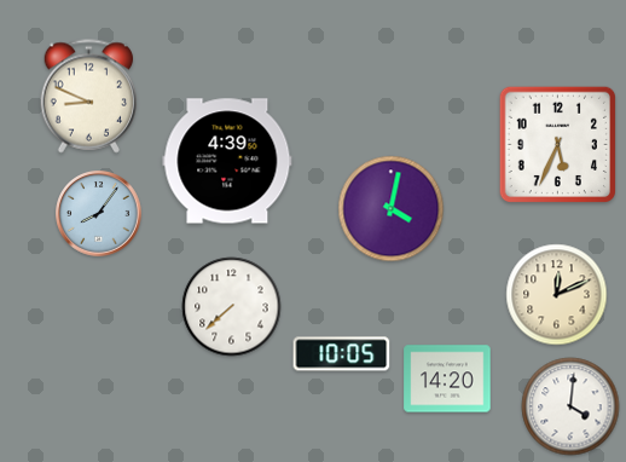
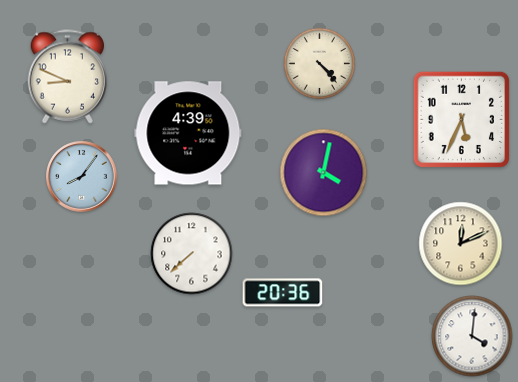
clock at (319, 63): none -> 4:23
clock at (89, 97) position: (89, 97) -> (68, 77)
clock at (342, 354): 10:05 -> 20:36
clock at (447, 379): 14:20 -> none
